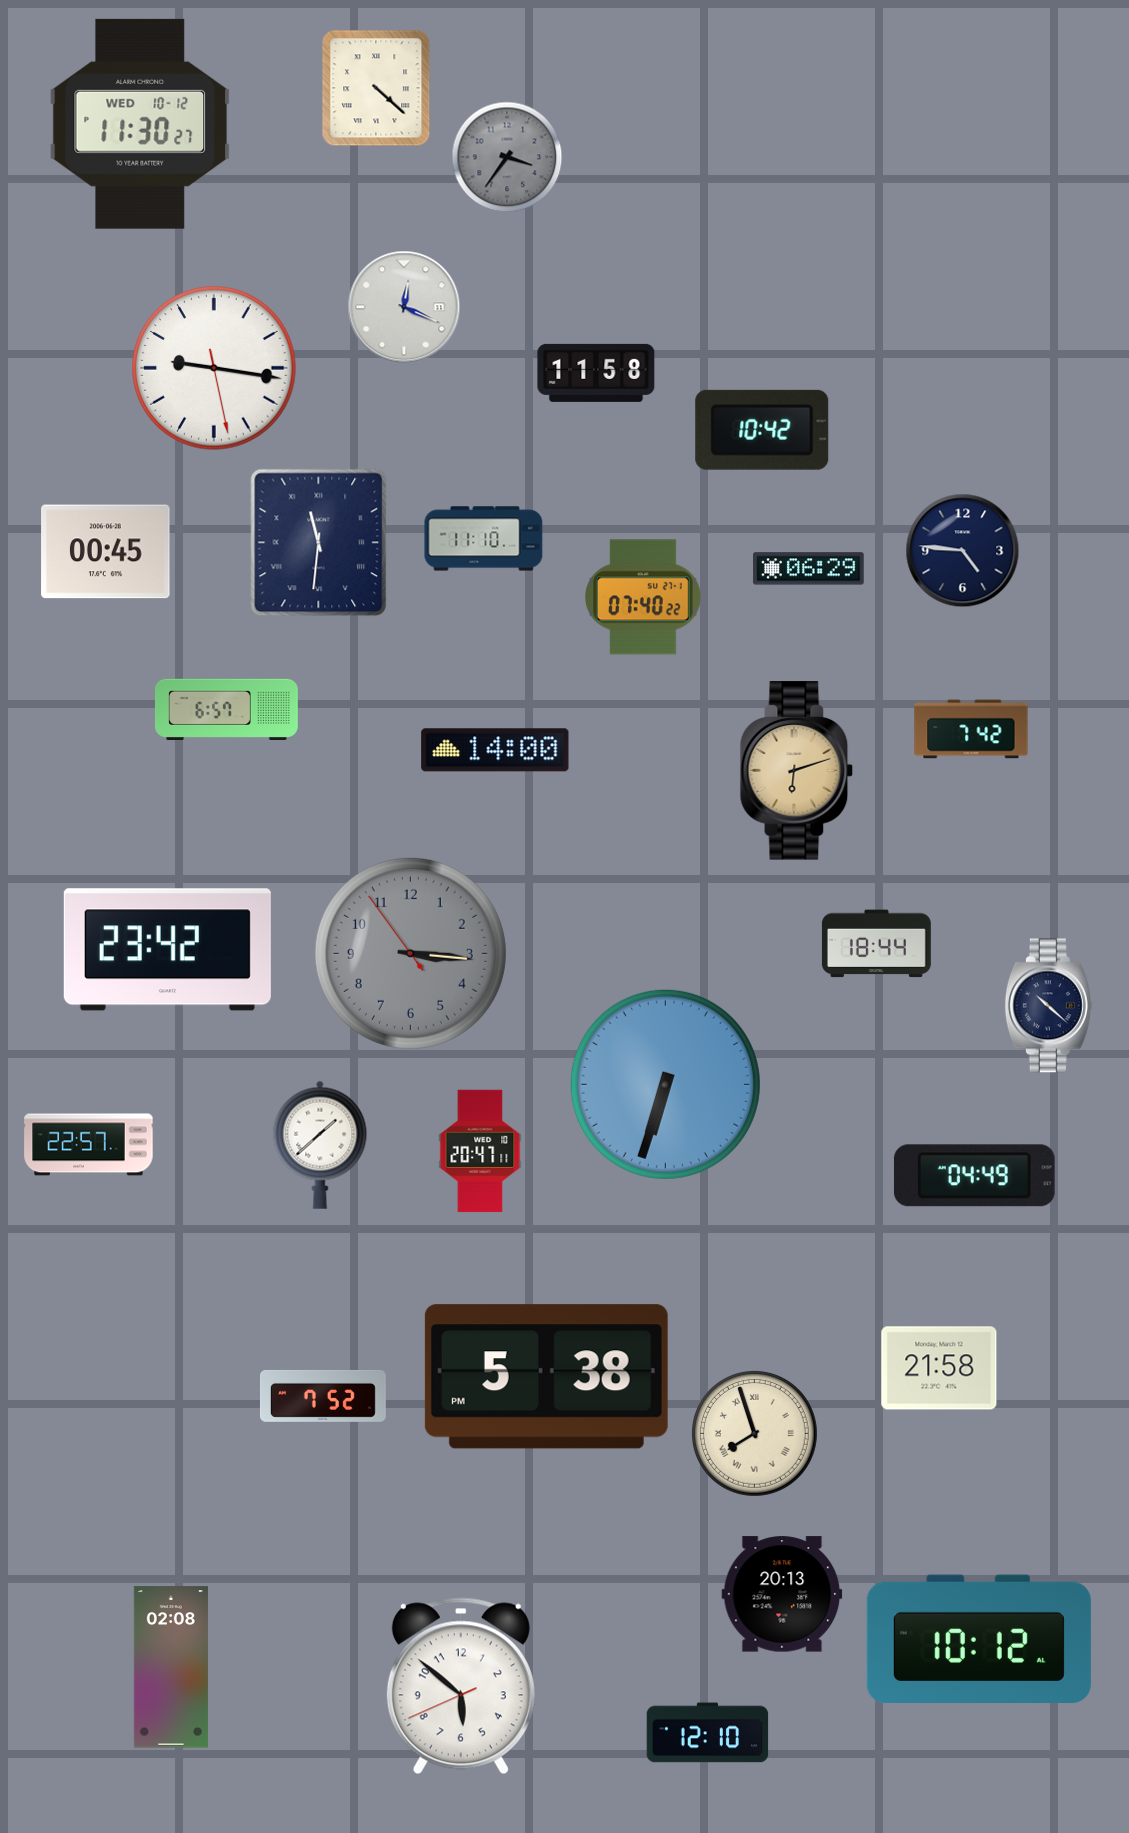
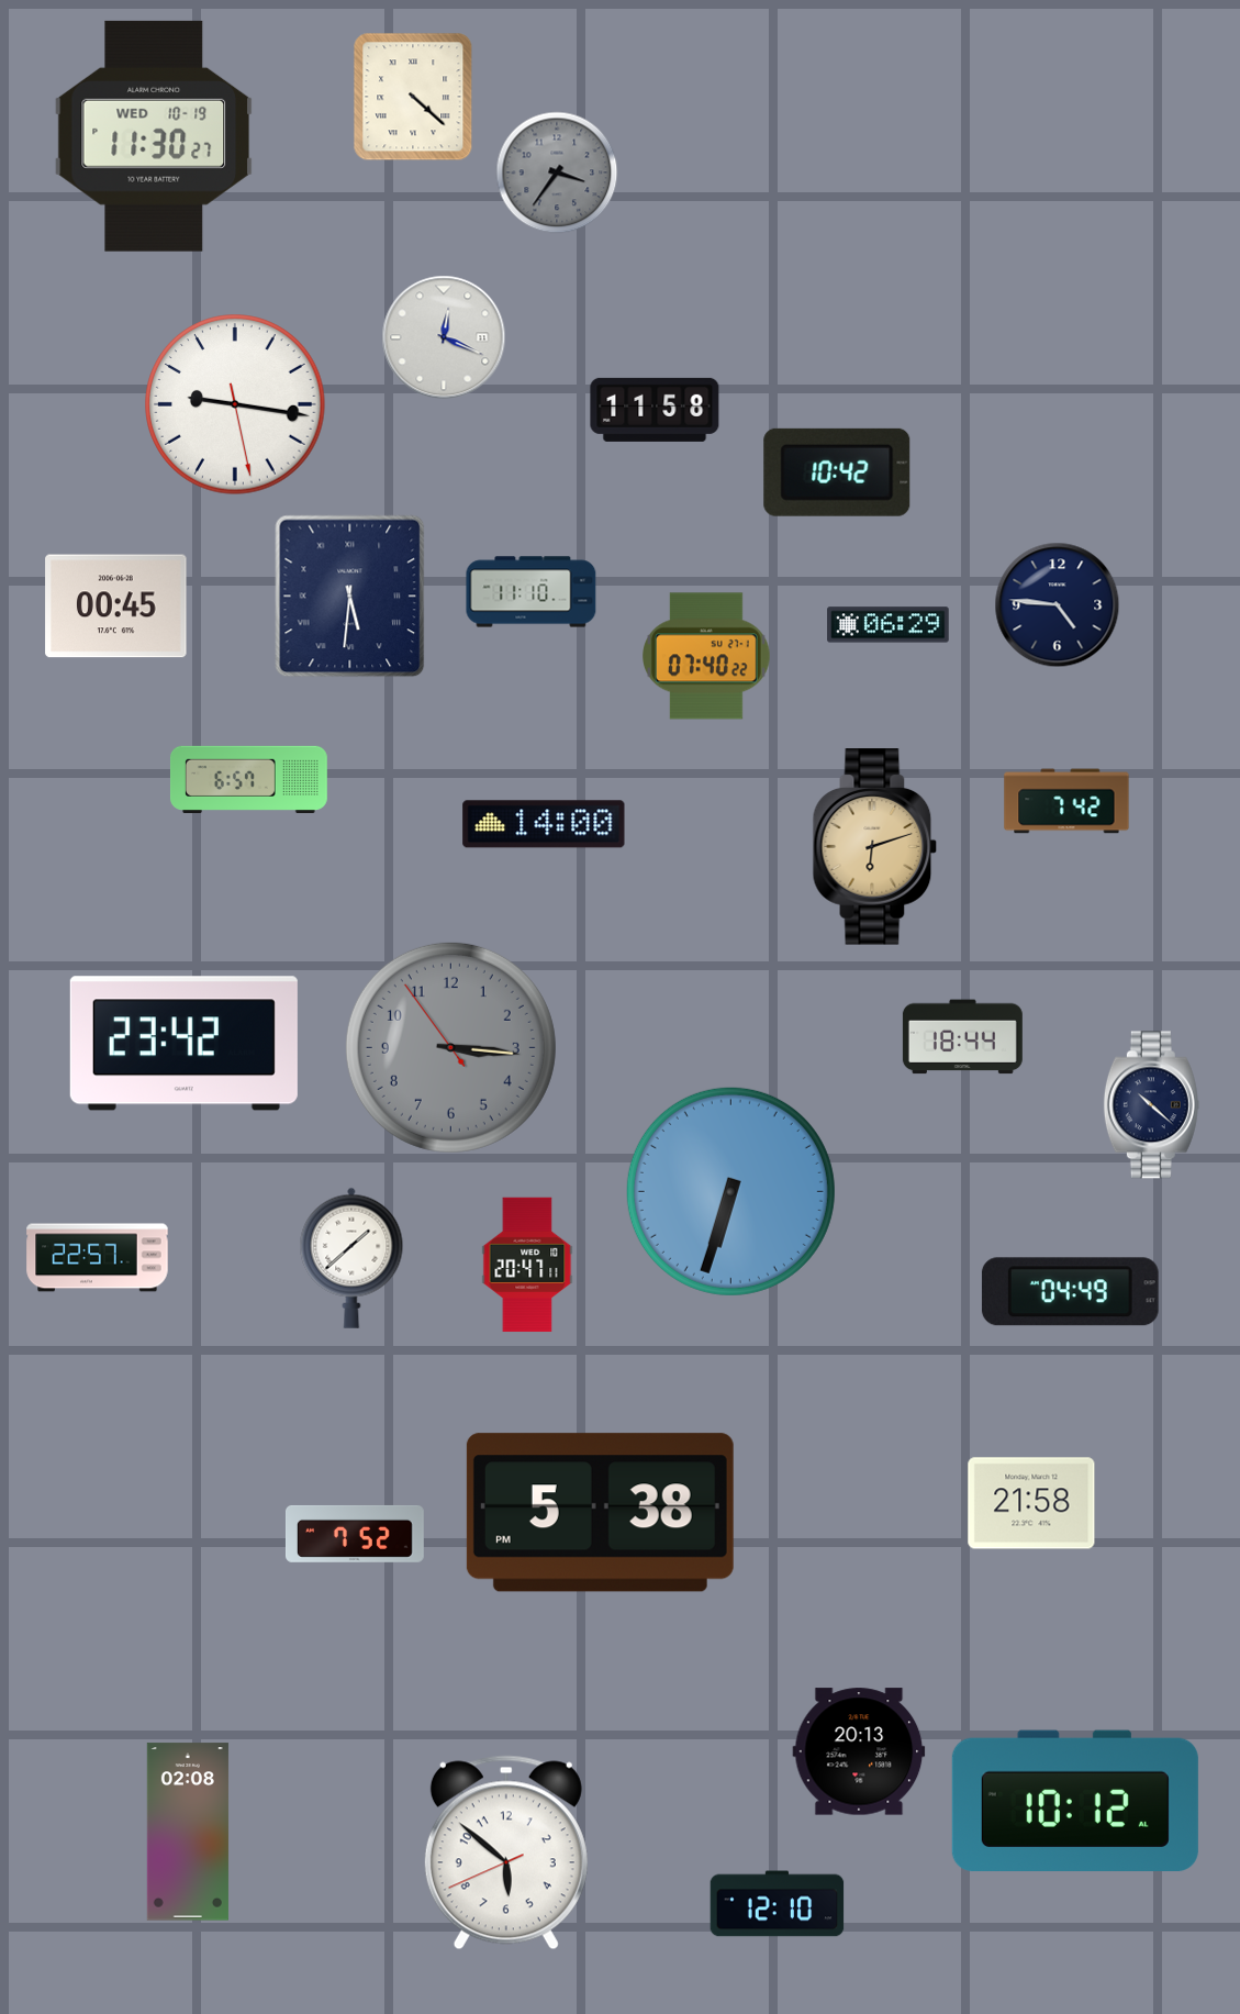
clock at (140, 124) date: WED 10-12 -> WED 10-19
clock at (319, 543): 11:31 -> 5:31
clock at (755, 1434): 7:57 -> none
